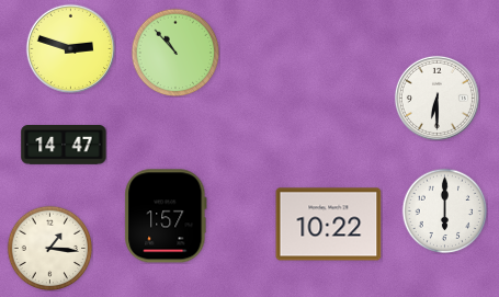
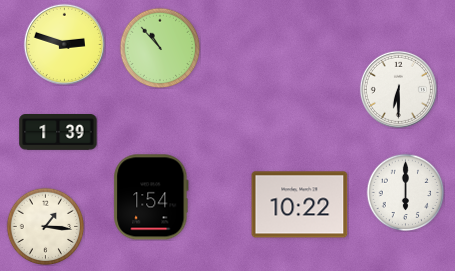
clock at (64, 146): 14:47 -> 1:39
clock at (166, 216): 1:57 -> 1:54
